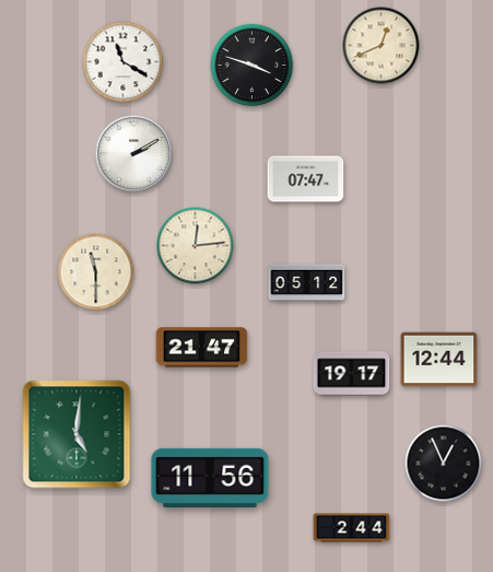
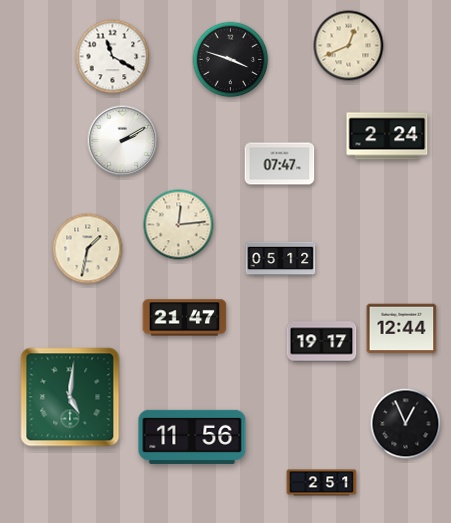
clock at (382, 46) position: (382, 46) -> (349, 46)
clock at (387, 136): none -> 2:24
clock at (96, 272): 11:30 -> 1:32
clock at (352, 528): 2:44 -> 2:51
